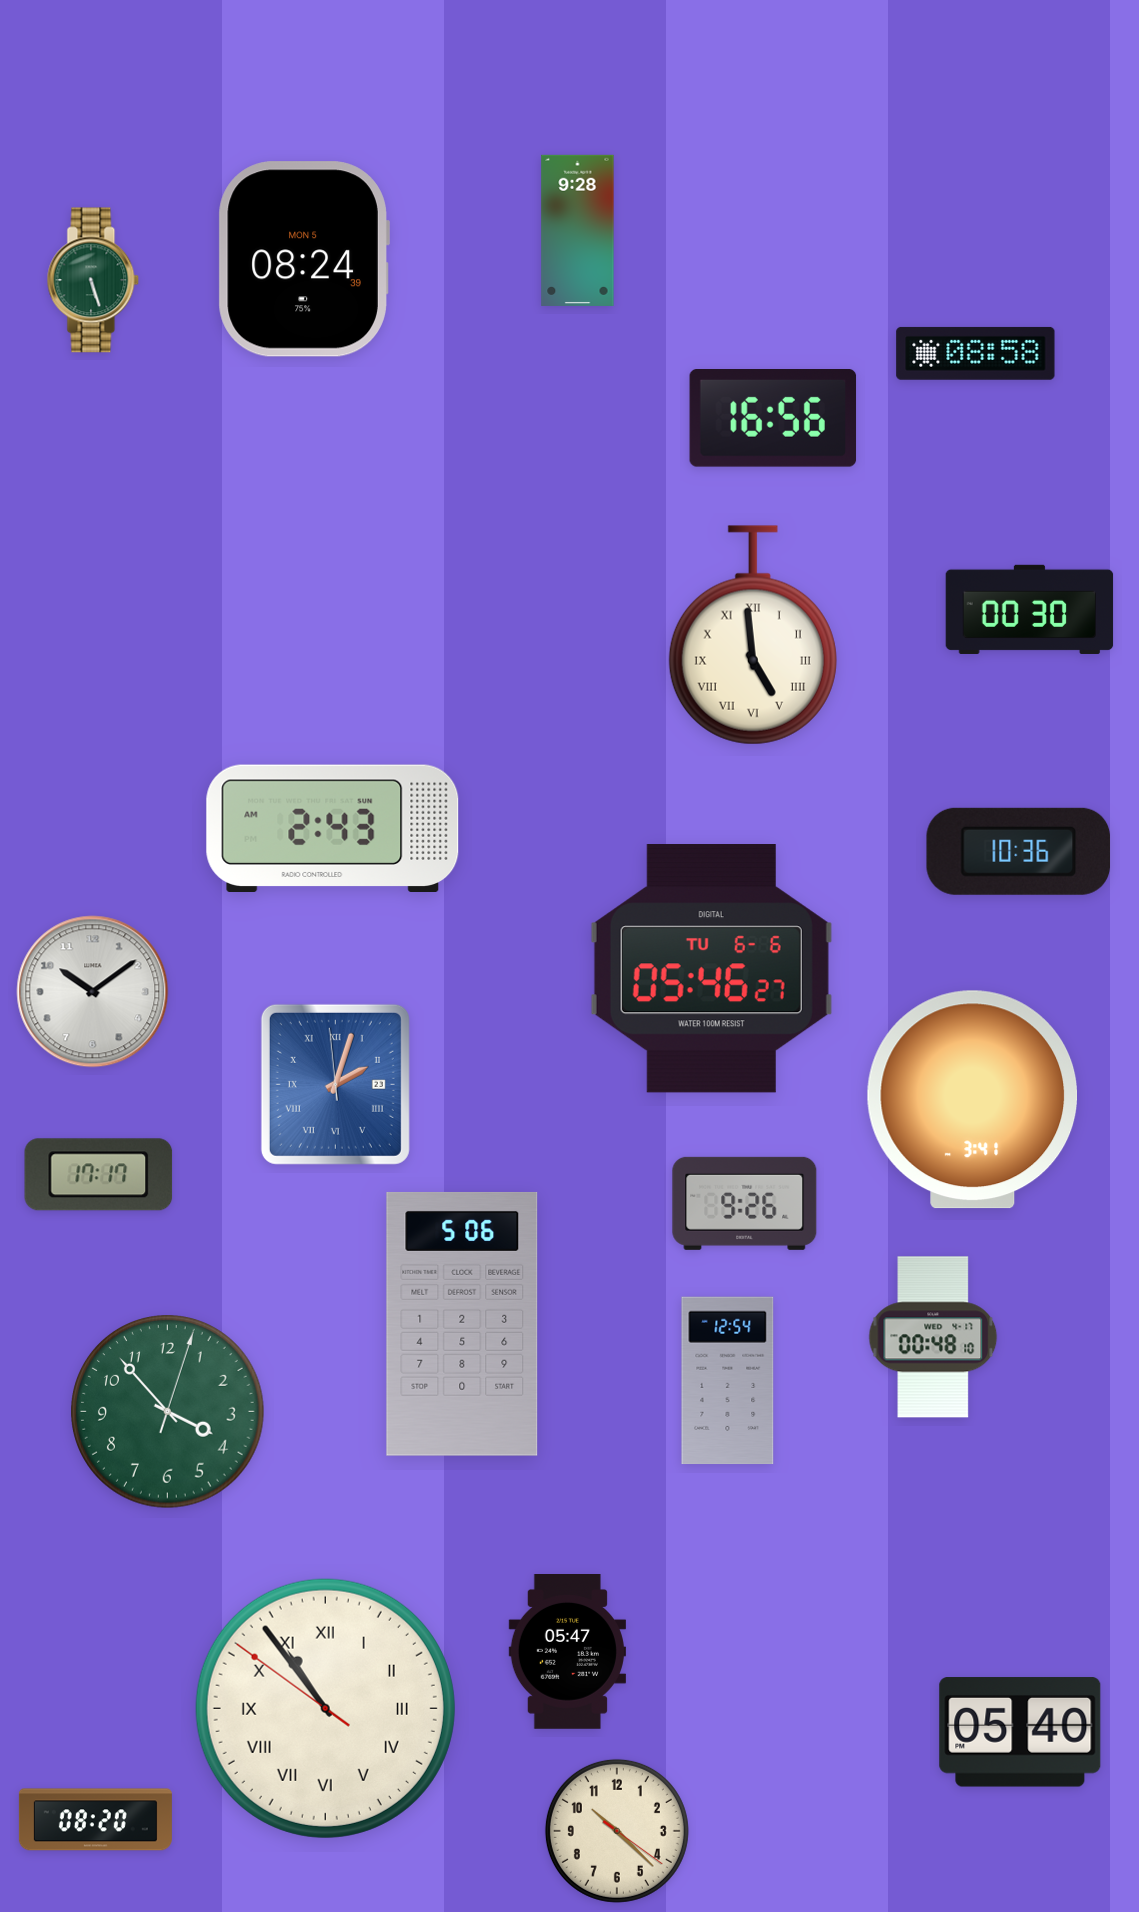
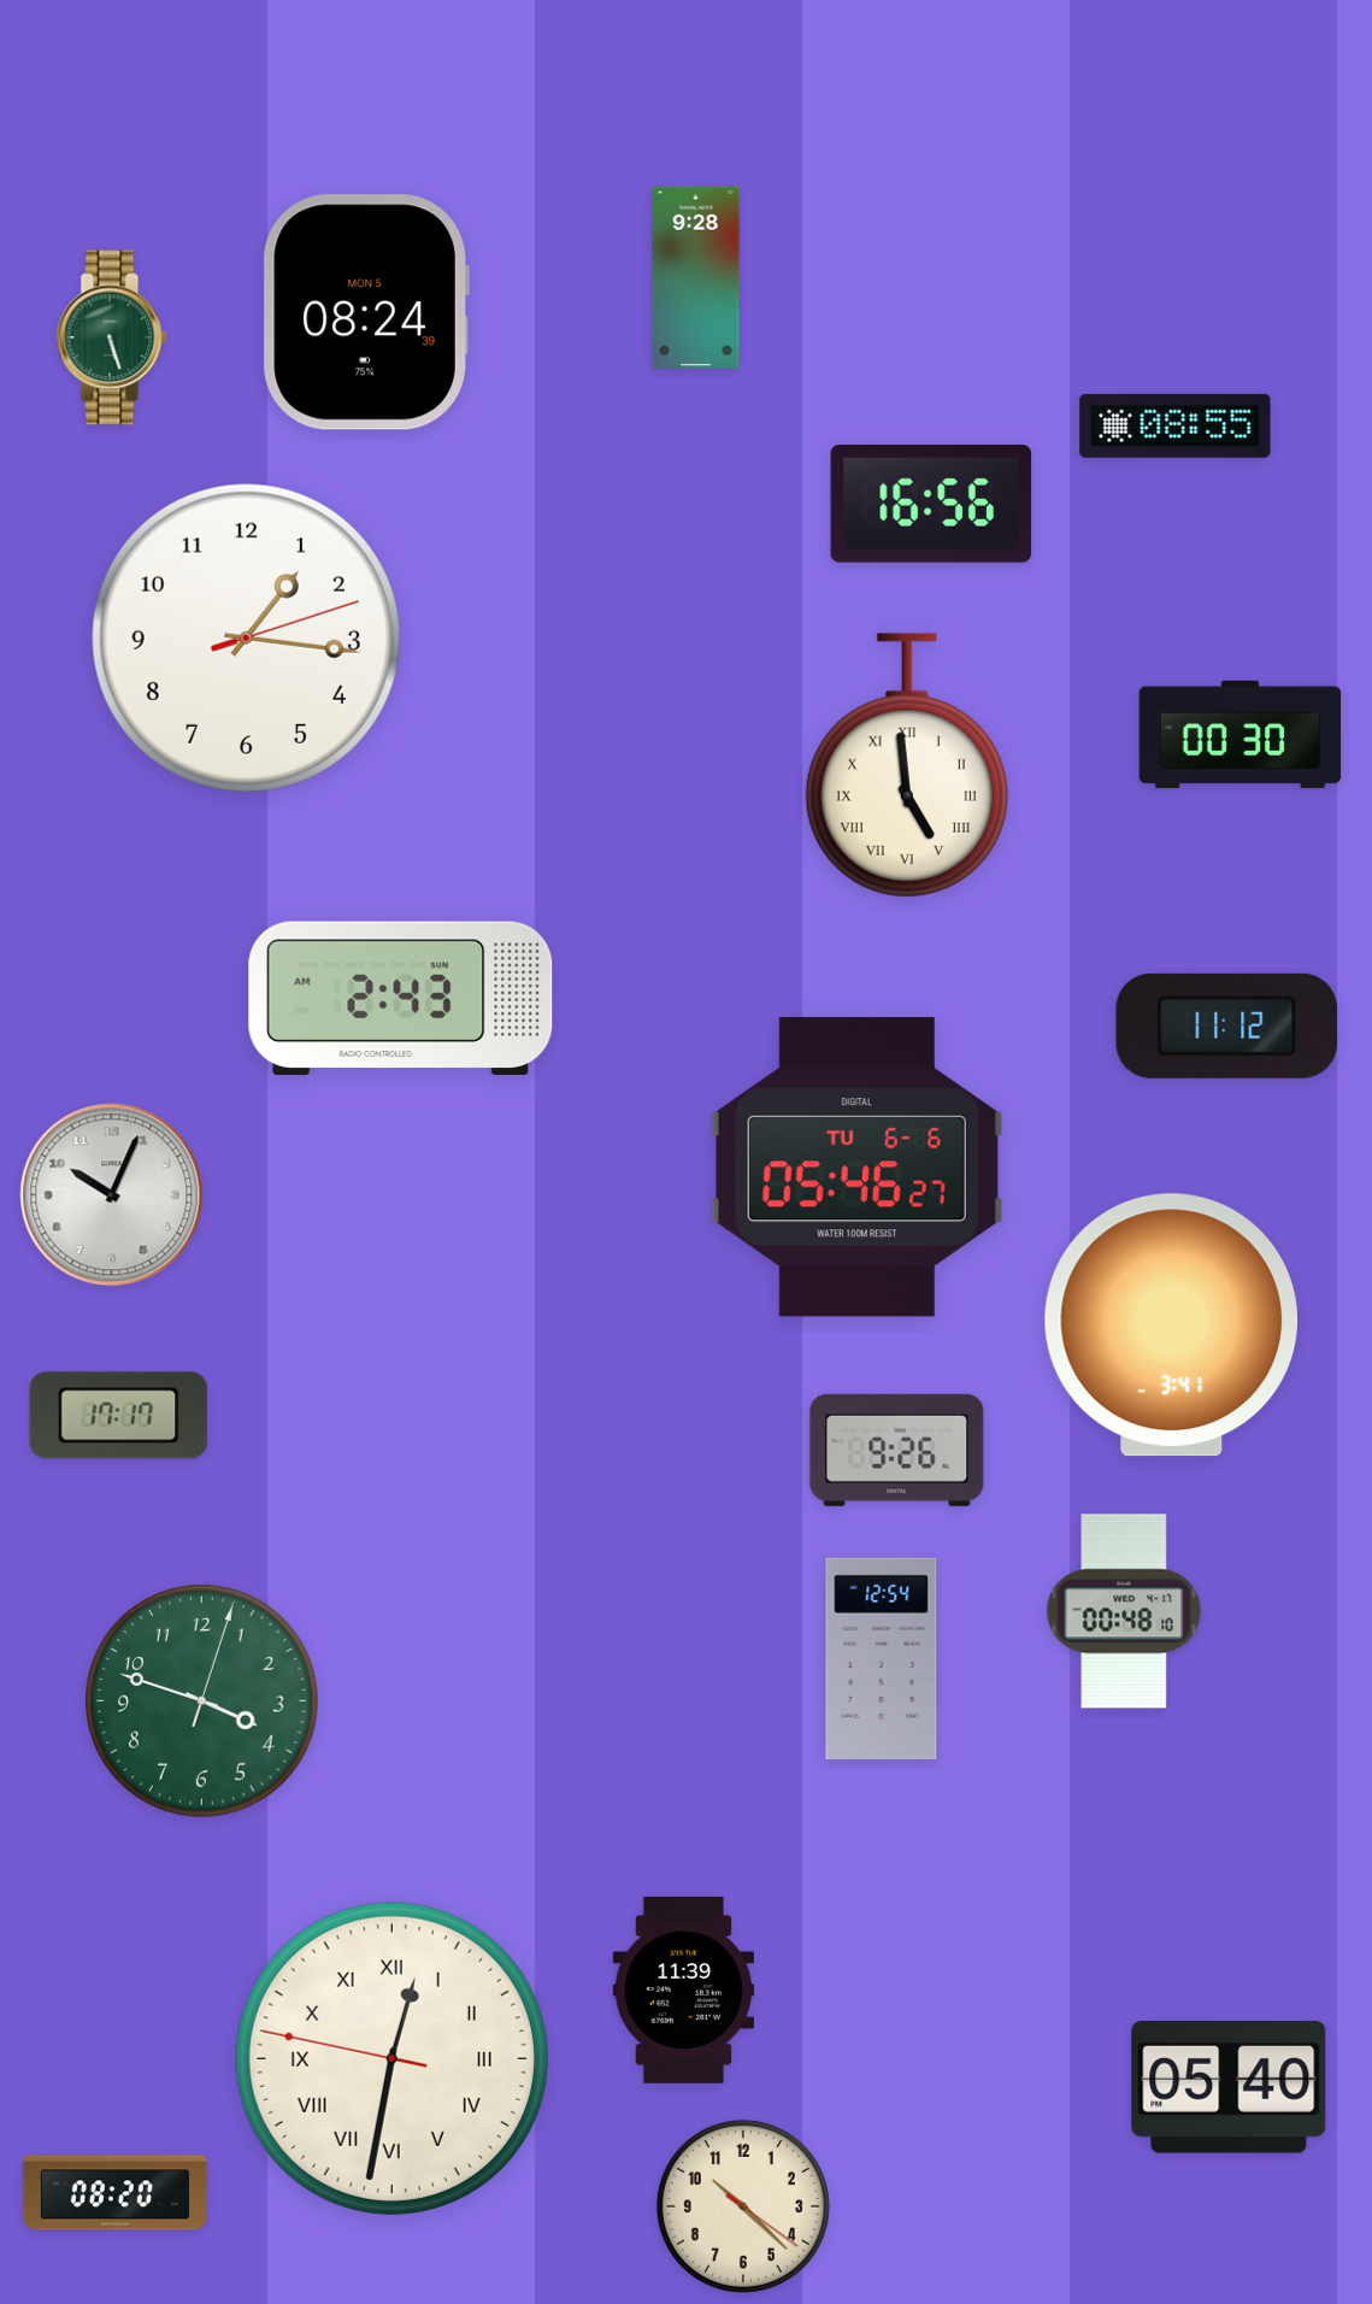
clock at (976, 353): 08:58 -> 08:55
clock at (246, 637): none -> 1:16
clock at (1019, 851): 10:36 -> 11:12
clock at (93, 992): 10:09 -> 10:04
clock at (335, 1084): 2:02 -> none
clock at (462, 1324): 5:06 -> none
clock at (728, 1381) position: (728, 1381) -> (882, 1659)
clock at (168, 1412): 3:53 -> 3:48
clock at (567, 1652): 05:47 -> 11:39
clock at (325, 1708): 10:53 -> 12:31
